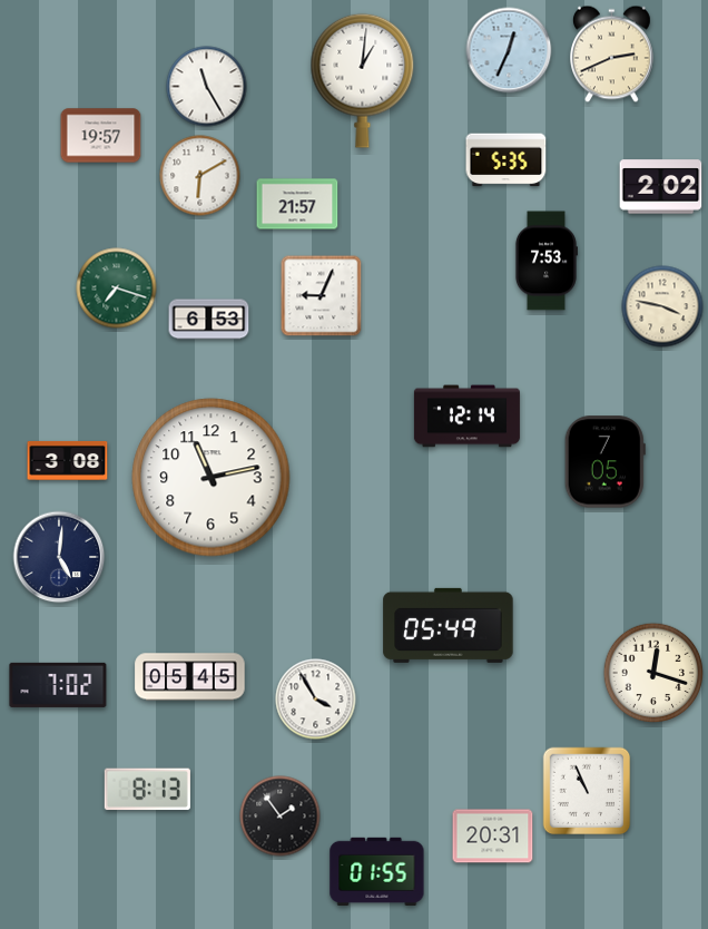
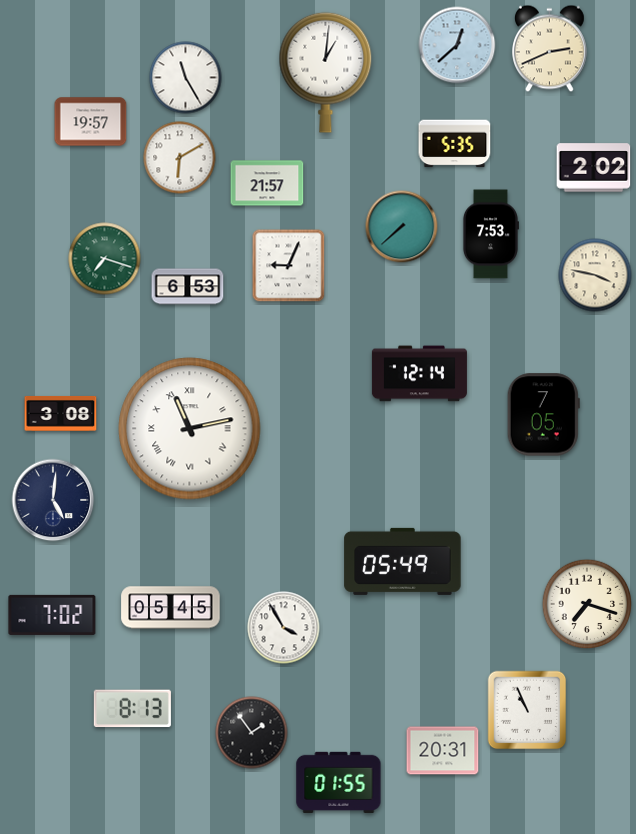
clock at (509, 50): 12:34 -> 12:38
clock at (402, 227): none -> 7:38
clock at (212, 478) numerals: Arabic -> Roman
clock at (653, 673): 12:18 -> 7:18
